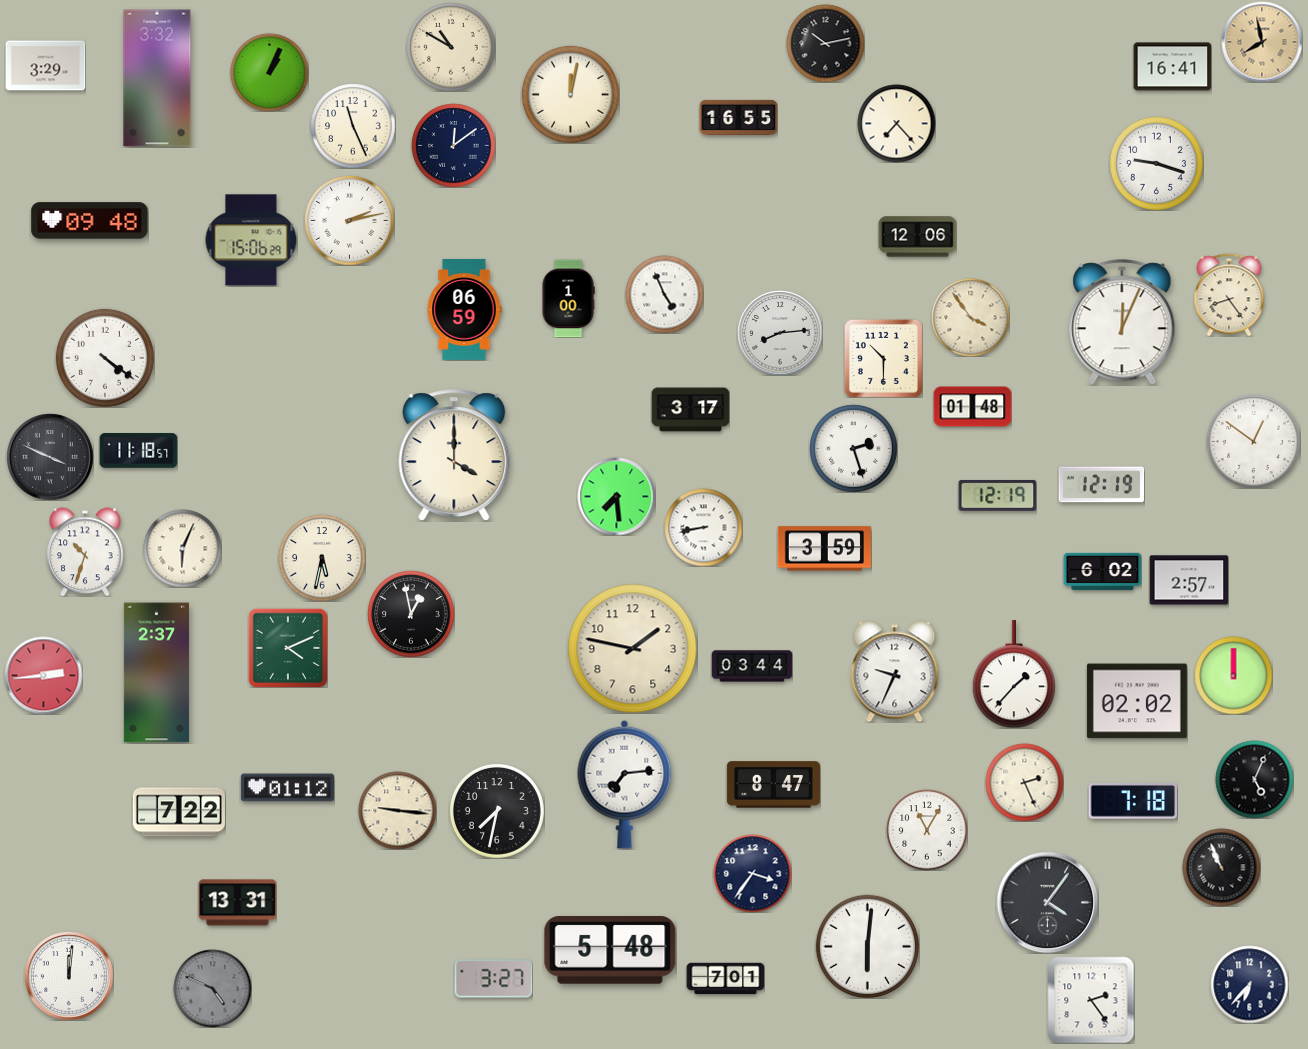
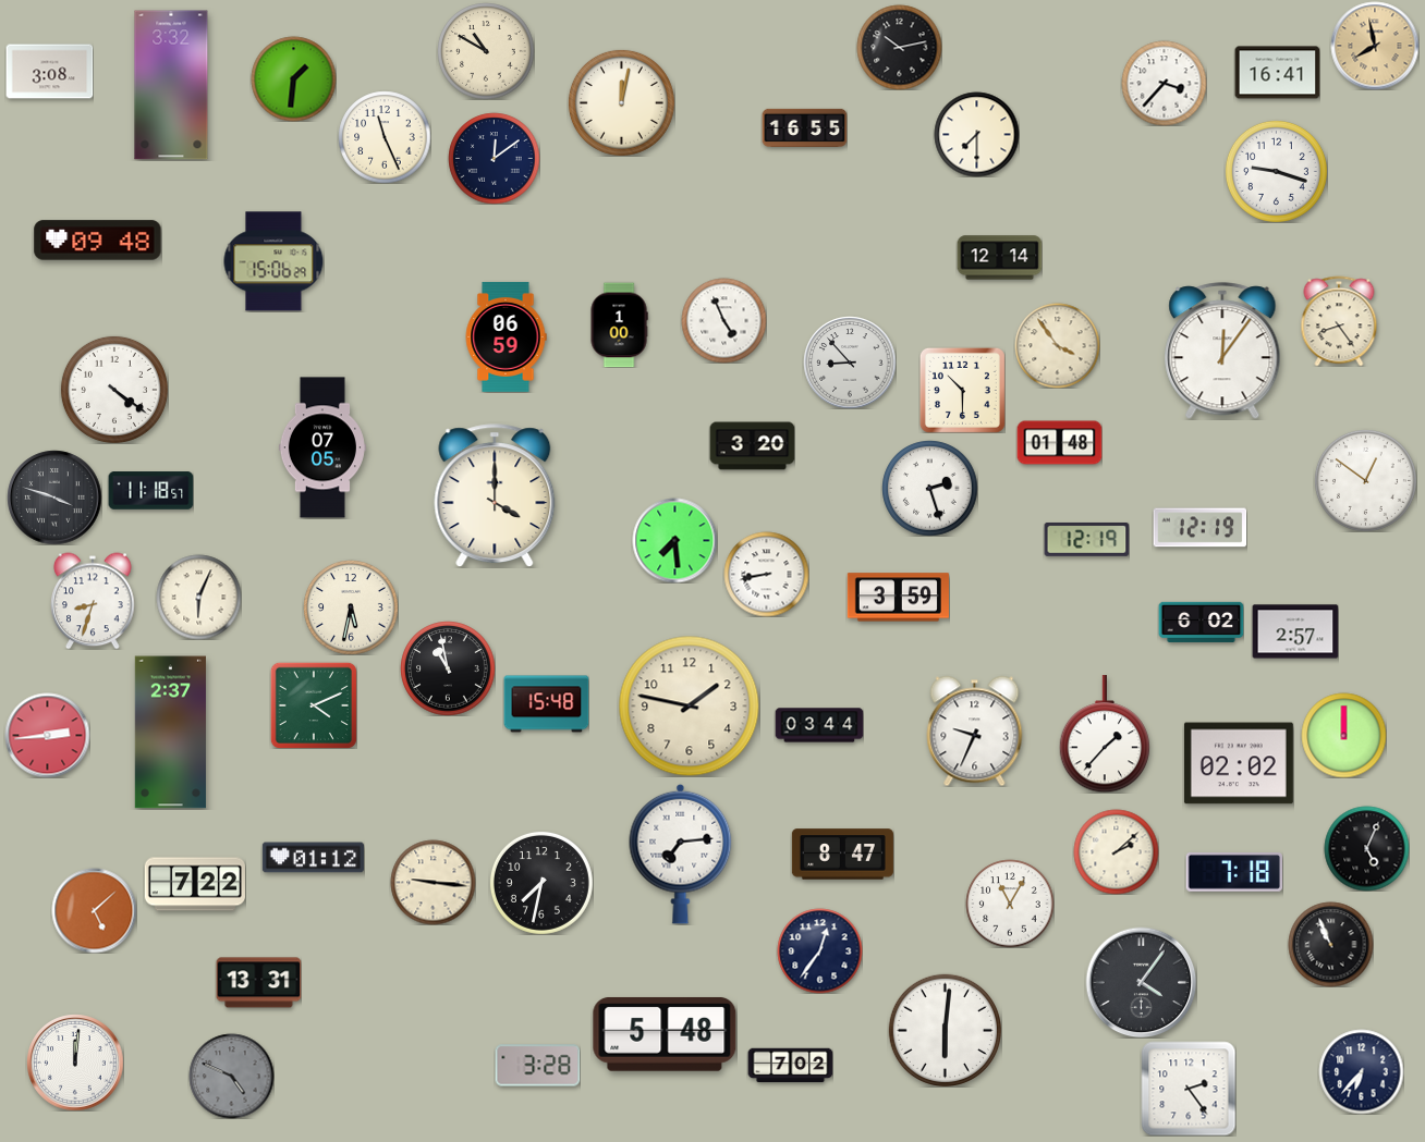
clock at (451, 47) position: (451, 47) -> (486, 51)
clock at (45, 66): 3:29 -> 3:08
clock at (269, 72): 1:04 -> 1:31
clock at (1164, 83): none -> 3:37
clock at (896, 123): 7:23 -> 7:30
clock at (1156, 163) position: (1156, 163) -> (1276, 171)
clock at (350, 221): 2:13 -> none
clock at (917, 237): 12:06 -> 12:14
clock at (1122, 322): 12:04 -> 12:06
clock at (780, 333): 8:14 -> 8:53
clock at (690, 410): 3:17 -> 3:20
clock at (322, 447): none -> 07:05
clock at (50, 457): 3:49 -> 3:48
clock at (616, 496) position: (616, 496) -> (674, 540)
clock at (85, 552): 10:33 -> 8:33
clock at (411, 614): 12:58 -> 10:58
clock at (546, 704): none -> 15:48
clock at (1024, 782): 2:26 -> 2:08
clock at (94, 910): none -> 5:08
clock at (752, 873): 3:36 -> 12:36
clock at (493, 979): 3:27 -> 3:28
clock at (725, 979): 7:01 -> 7:02
